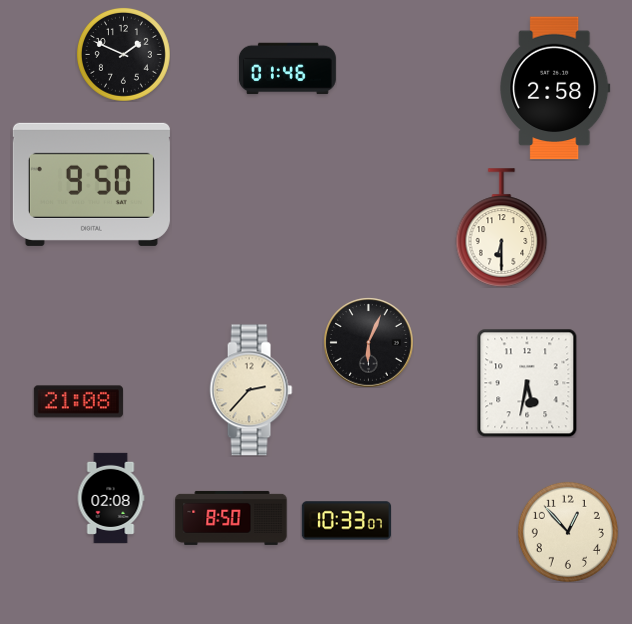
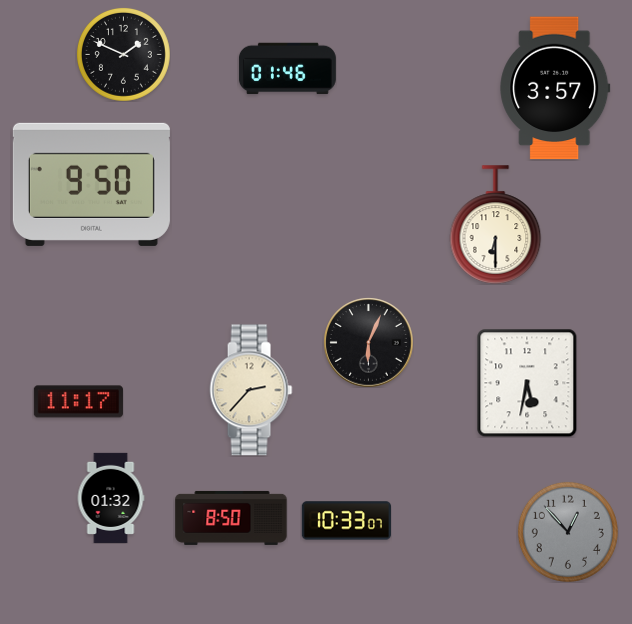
clock at (555, 88): 2:58 -> 3:57
clock at (502, 228) position: (502, 228) -> (496, 225)
clock at (78, 402): 21:08 -> 11:17
clock at (111, 498): 02:08 -> 01:32
clock at (568, 532) dial: cream -> grey
